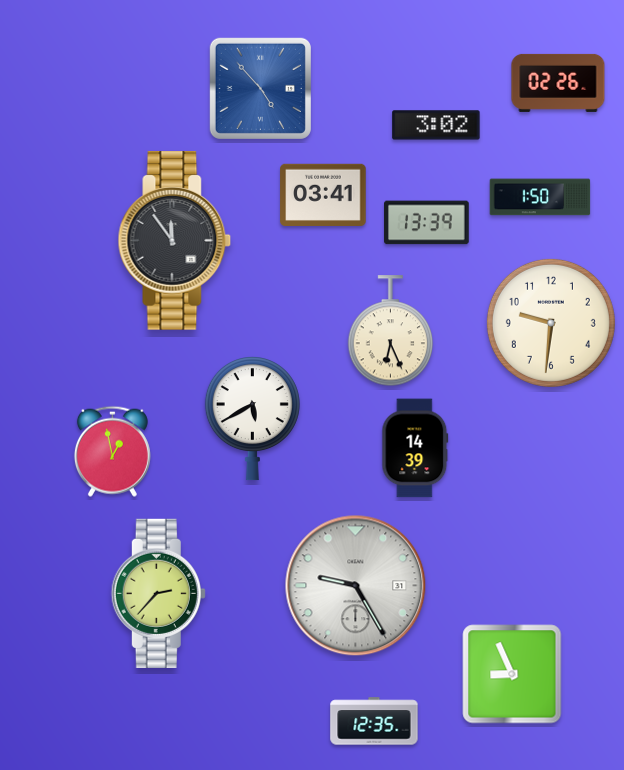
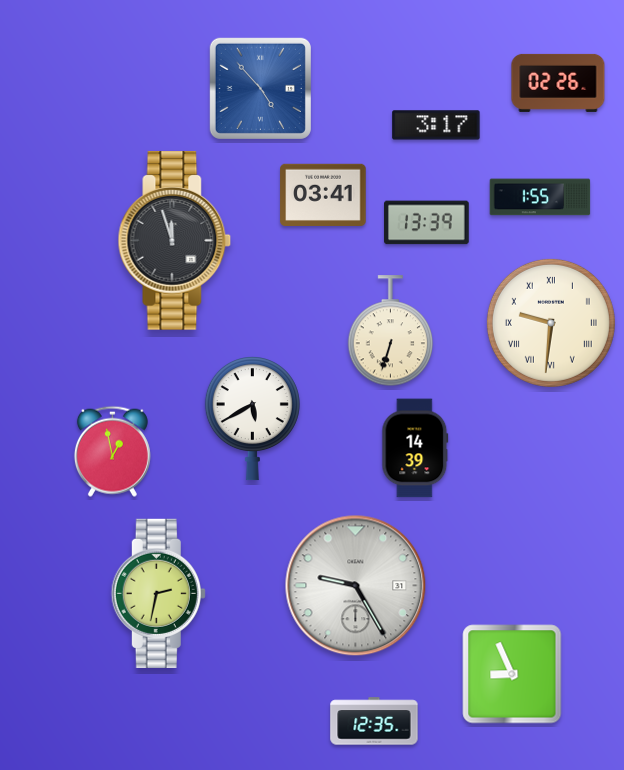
clock at (436, 125): 3:02 -> 3:17
clock at (540, 197): 1:50 -> 1:55
clock at (175, 241): 11:54 -> 11:57
clock at (551, 323) numerals: Arabic -> Roman
clock at (391, 331): 6:26 -> 6:33
clock at (158, 593): 2:37 -> 2:32
